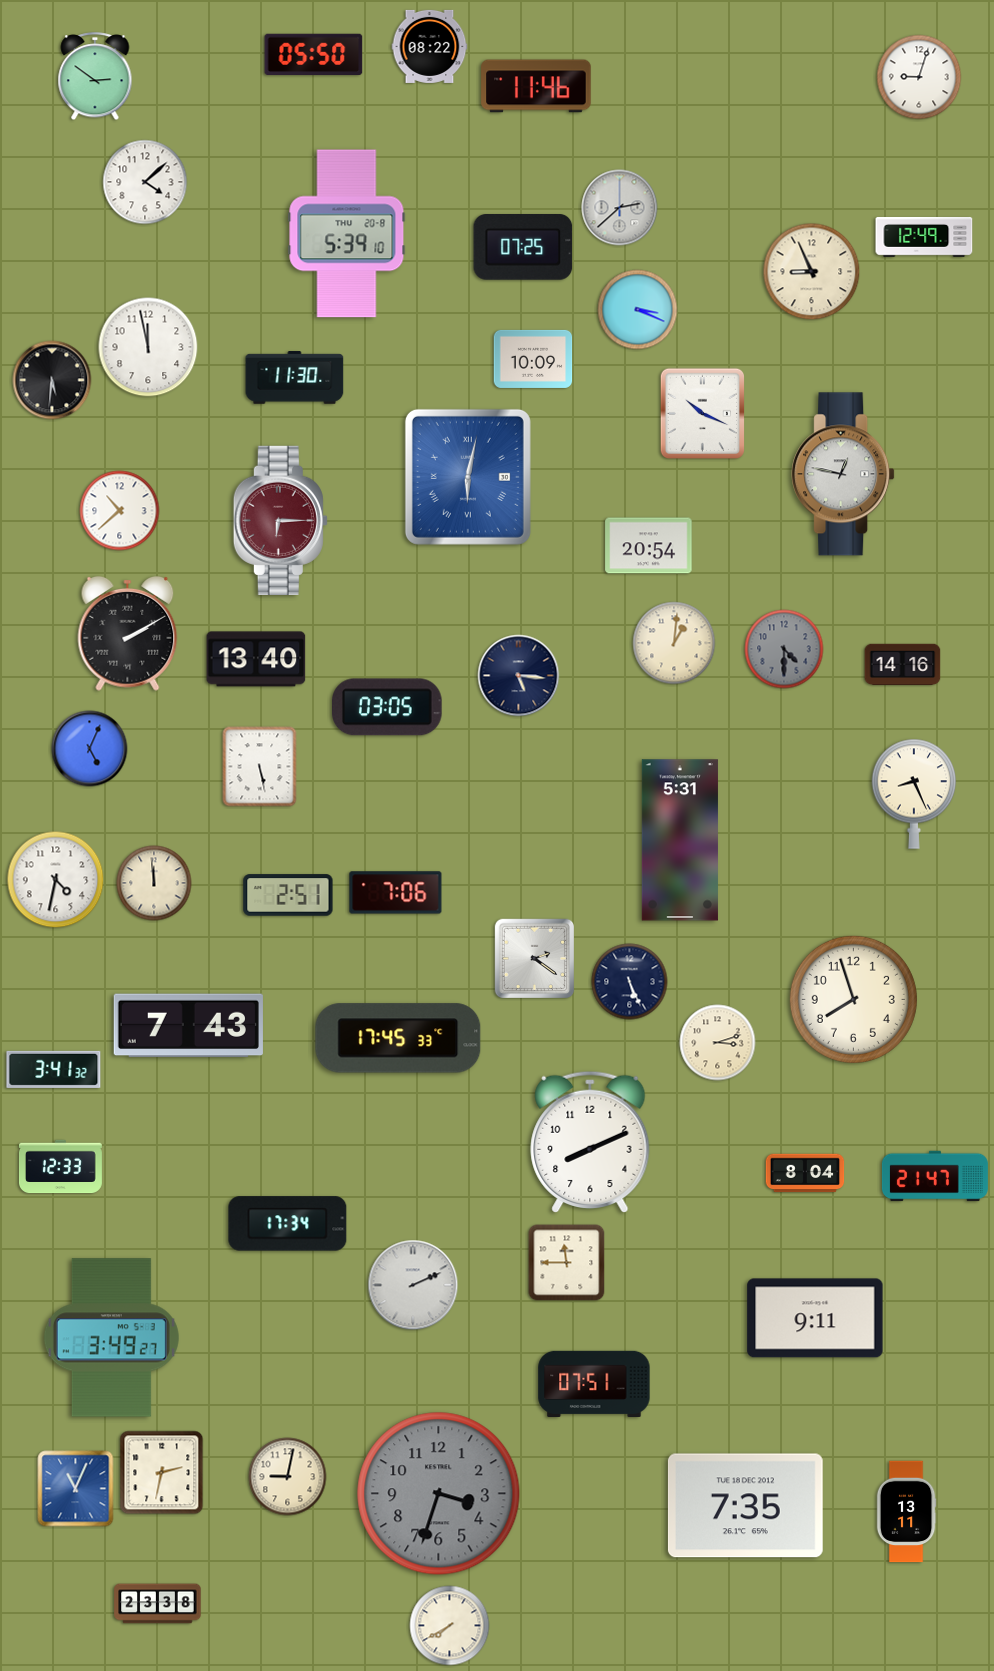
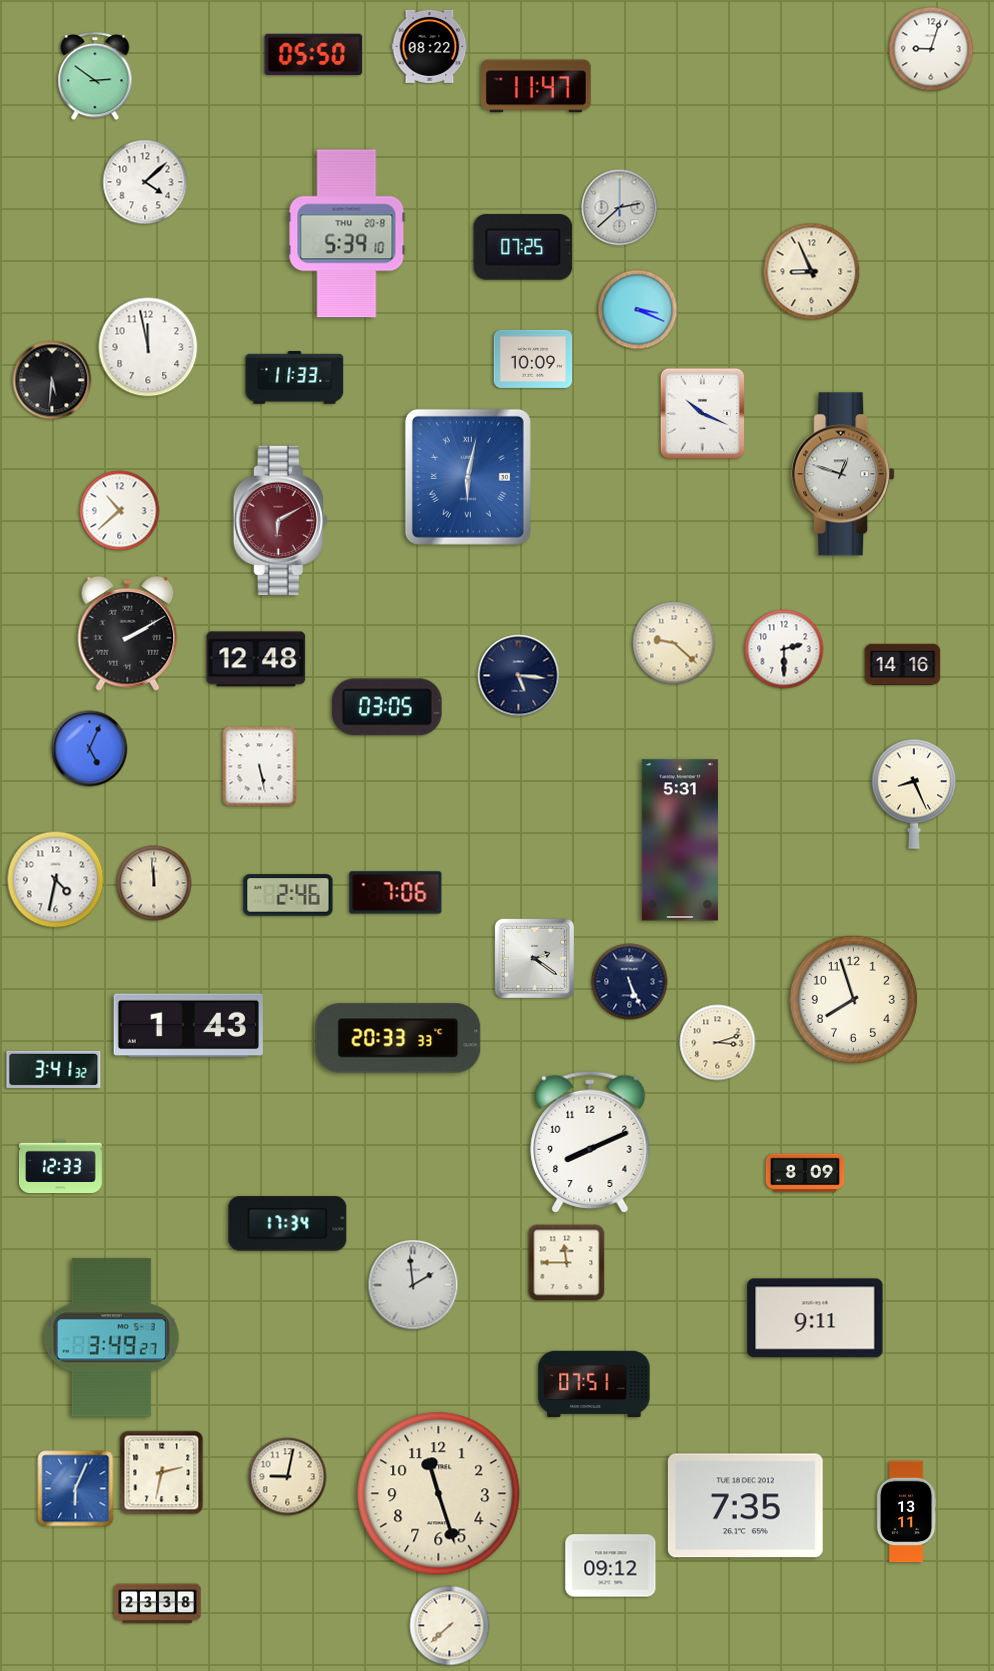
clock at (919, 77) position: (919, 77) -> (931, 49)
clock at (536, 86): 11:46 -> 11:47
clock at (924, 237): 12:49 -> none
clock at (295, 378): 11:30 -> 11:33
clock at (843, 474): 12:47 -> 12:48
clock at (280, 520): 6:15 -> 6:10
clock at (649, 546): 20:54 -> none
clock at (674, 643): 1:01 -> 9:22
clock at (784, 649): 4:30 -> 2:30
clock at (784, 649) dial: grey -> white
clock at (256, 659): 13:40 -> 12:48
clock at (288, 895): 2:51 -> 2:46
clock at (188, 1026): 7:43 -> 1:43
clock at (398, 1038): 17:45 -> 20:33
clock at (805, 1173): 8:04 -> 8:09
clock at (935, 1176): 21:47 -> none
clock at (413, 1285): 2:11 -> 1:59
clock at (76, 1489): 11:04 -> 6:04
clock at (439, 1494): 3:33 -> 11:27
clock at (439, 1494) dial: grey -> cream
clock at (611, 1566): none -> 09:12
clock at (450, 1626): 7:40 -> 7:38
